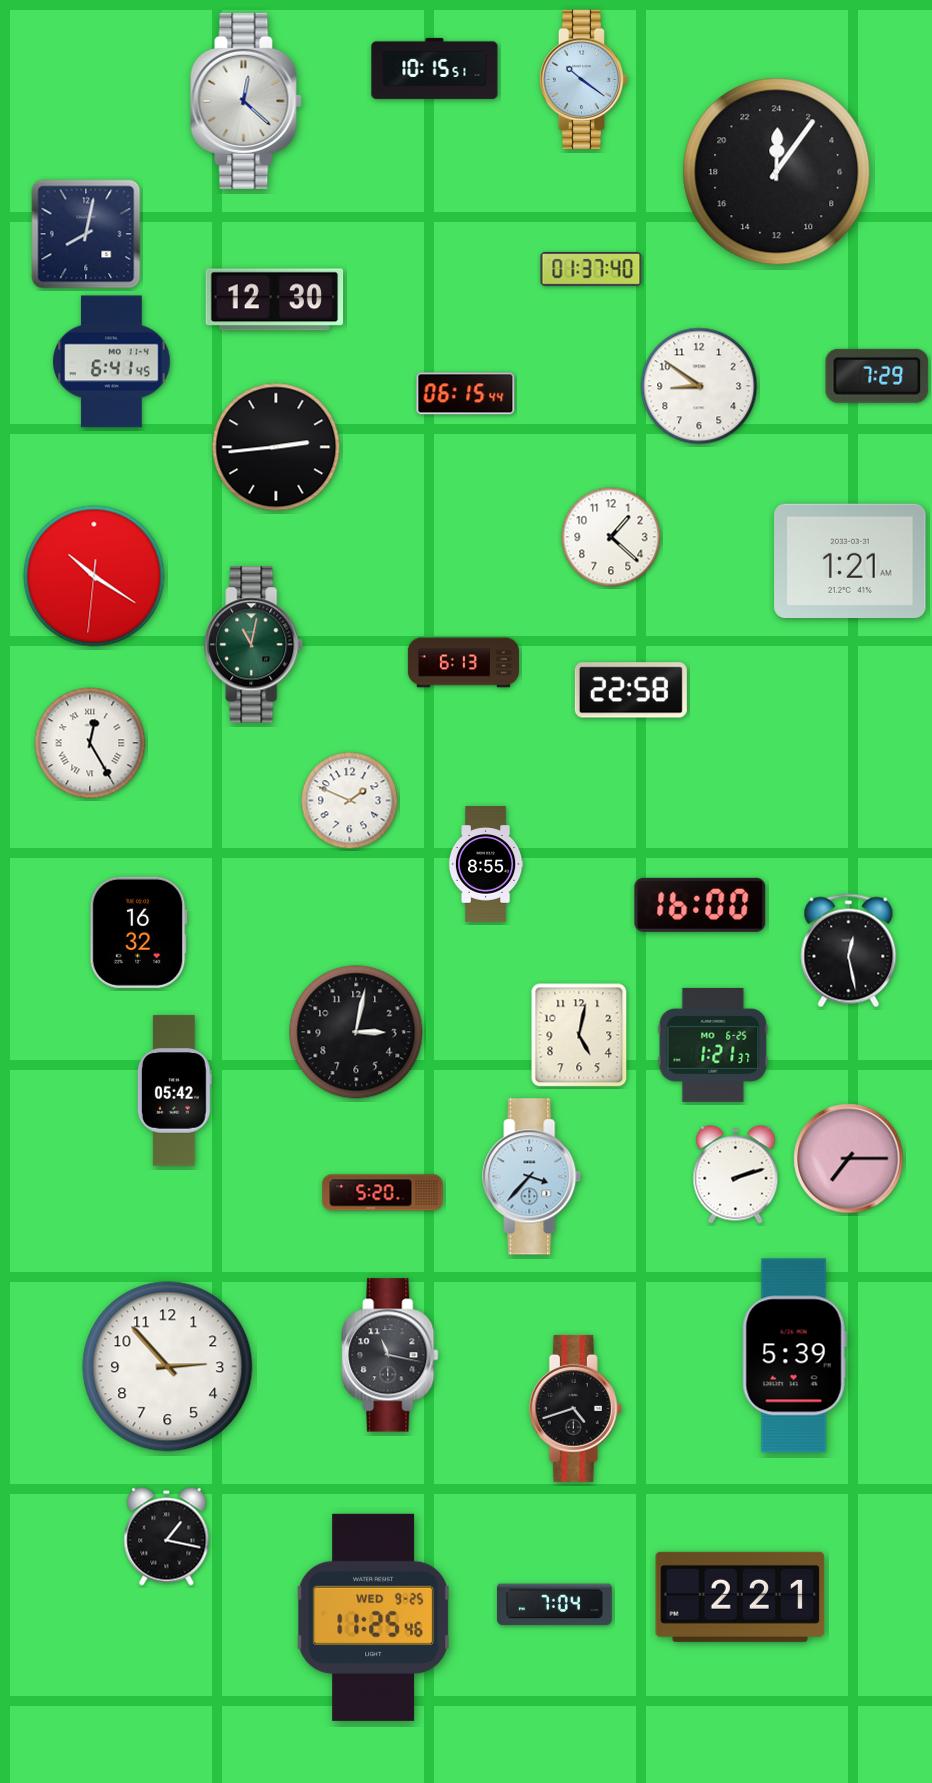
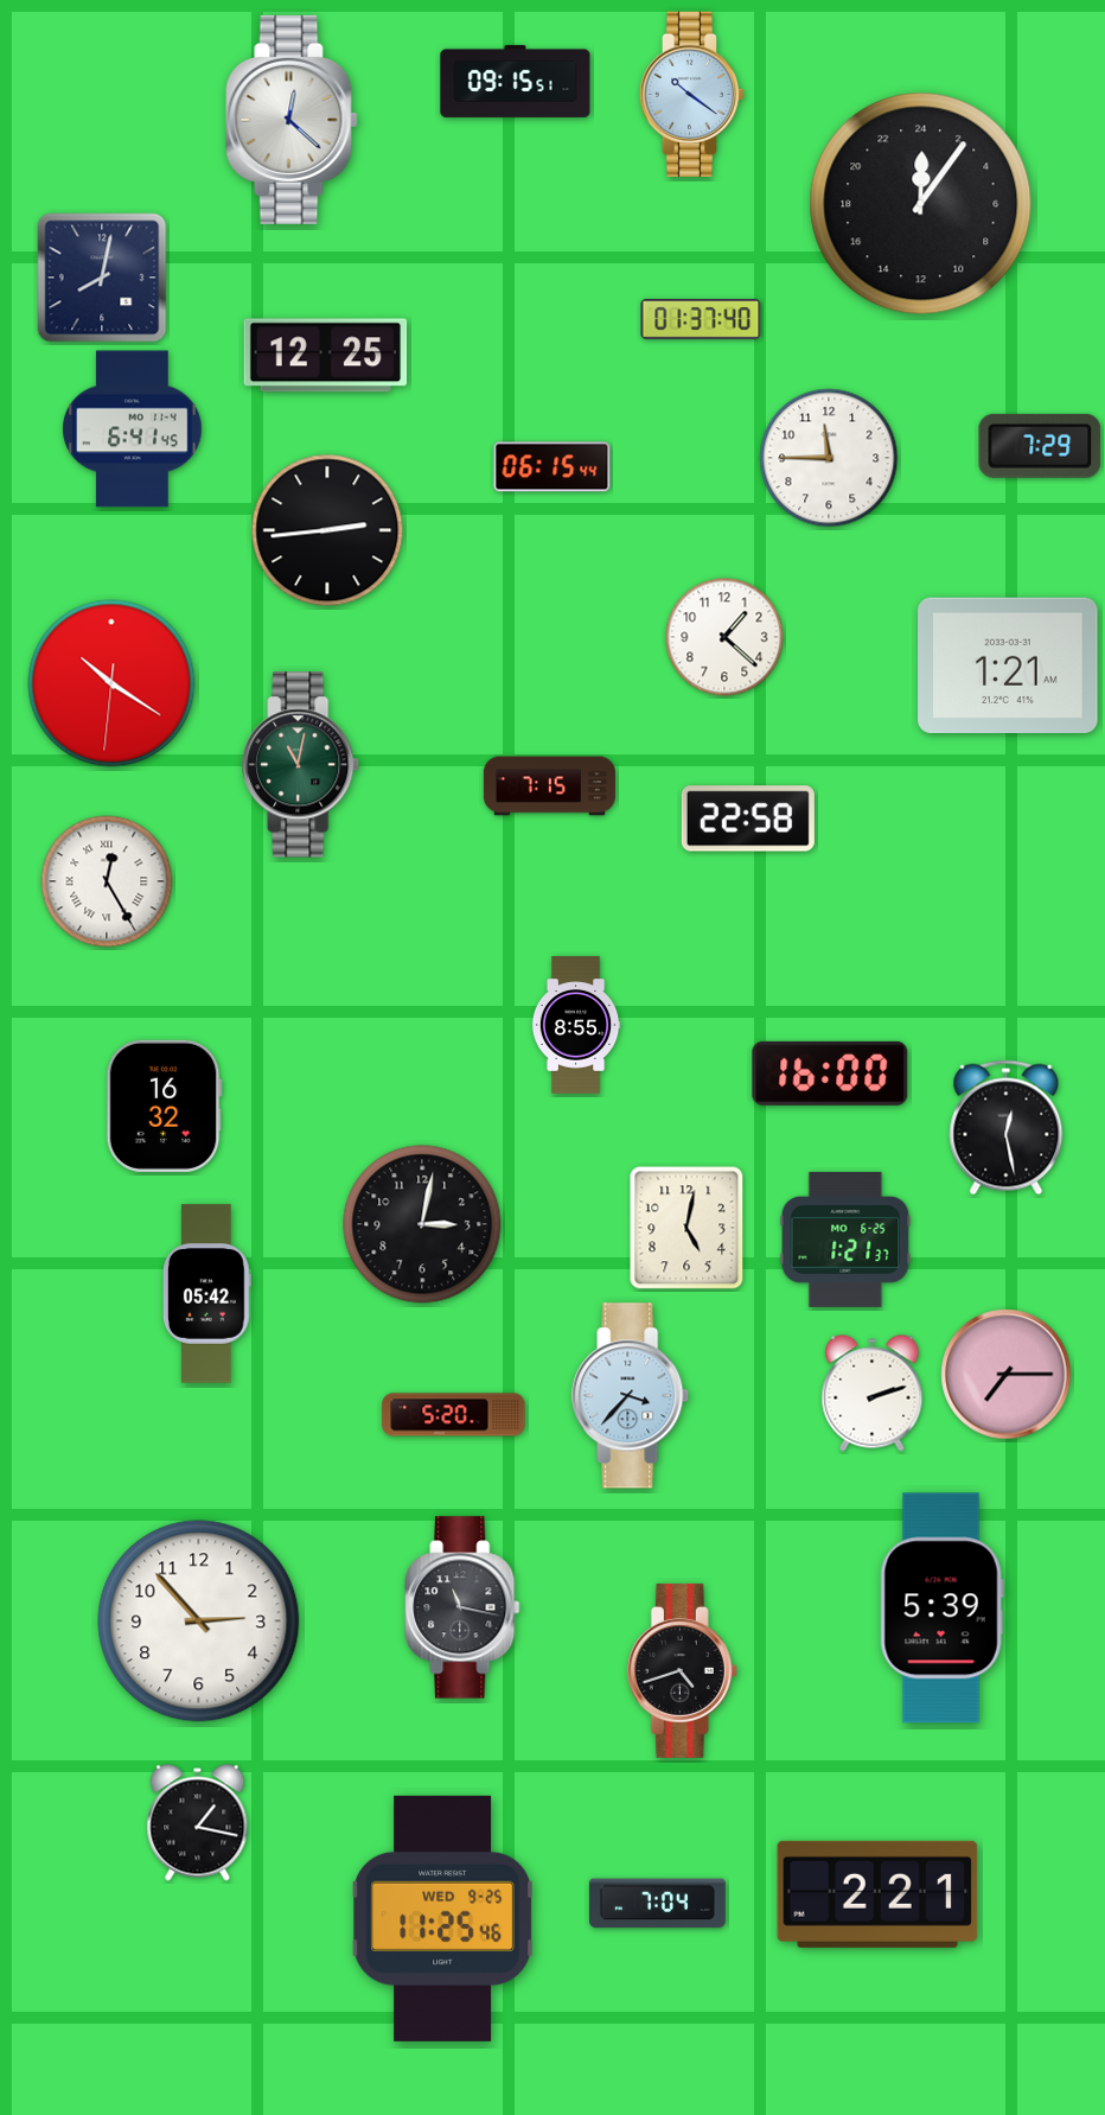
clock at (435, 68): 10:15 -> 09:15
clock at (275, 300): 12:30 -> 12:25
clock at (699, 386): 8:51 -> 11:45
clock at (463, 663): 6:13 -> 7:15
clock at (350, 801): 1:49 -> none
